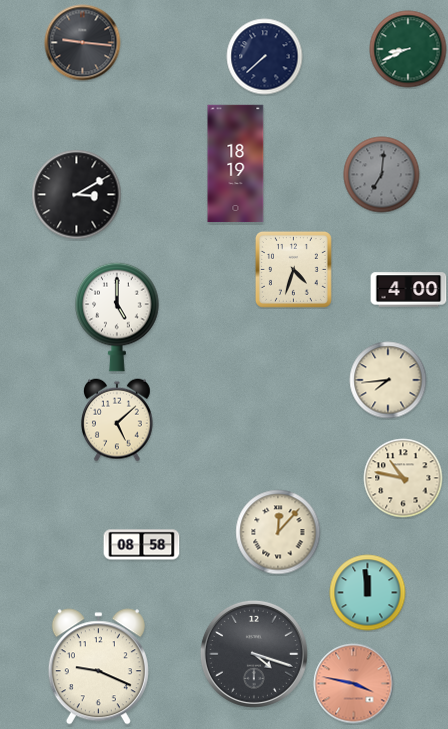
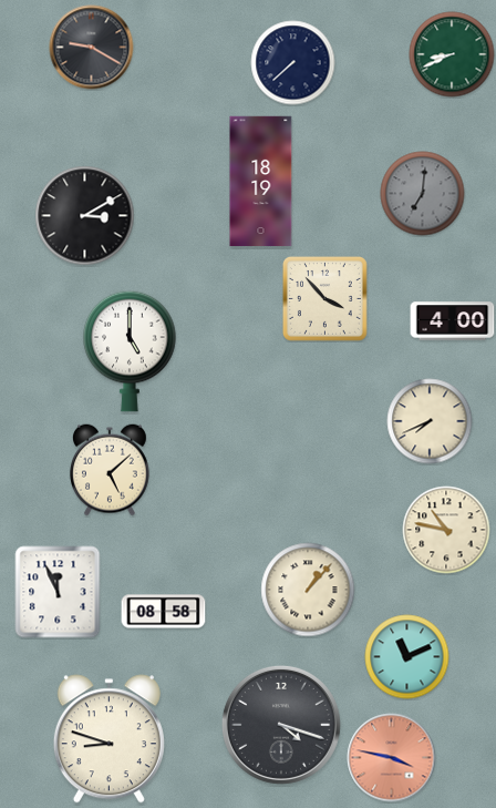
clock at (83, 43): 9:16 -> 9:20
clock at (293, 269): 4:33 -> 3:53
clock at (388, 380): 7:44 -> 7:41
clock at (118, 420) position: (118, 420) -> (111, 470)
clock at (278, 532): 12:07 -> 1:07
clock at (58, 592): none -> 11:56
clock at (142, 545) position: (142, 545) -> (164, 612)
clock at (368, 593): 11:59 -> 11:11
clock at (98, 667): 9:19 -> 8:48
